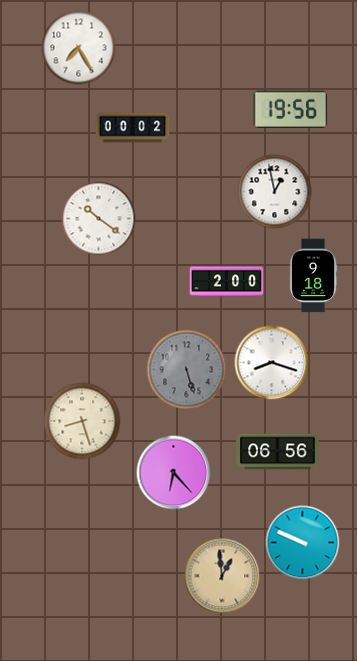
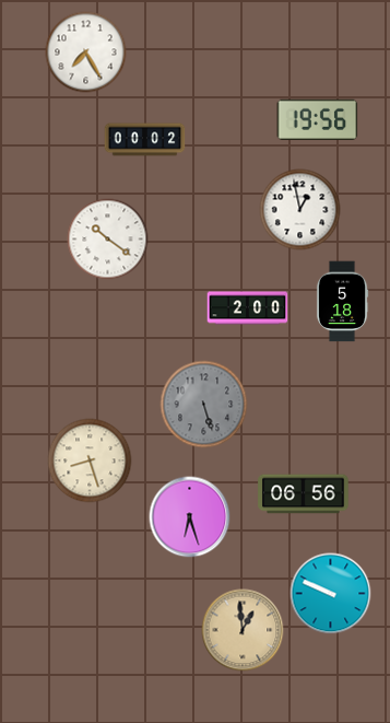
clock at (313, 276): 9:18 -> 5:18
clock at (272, 363): 8:18 -> none
clock at (174, 473): 6:23 -> 6:27
